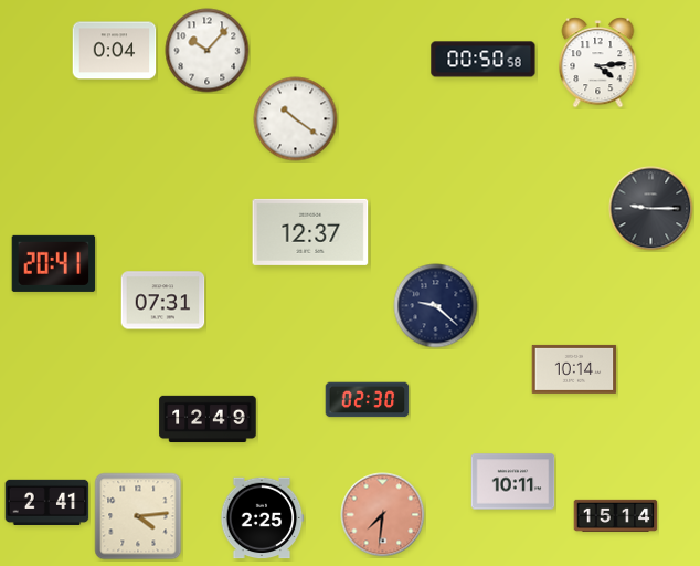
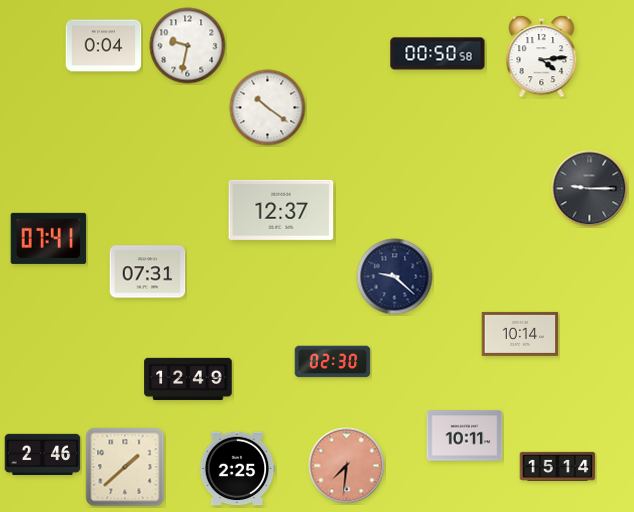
clock at (208, 51): 10:07 -> 9:32
clock at (54, 263): 20:41 -> 07:41
clock at (47, 502): 2:41 -> 2:46
clock at (138, 516): 4:14 -> 1:38
